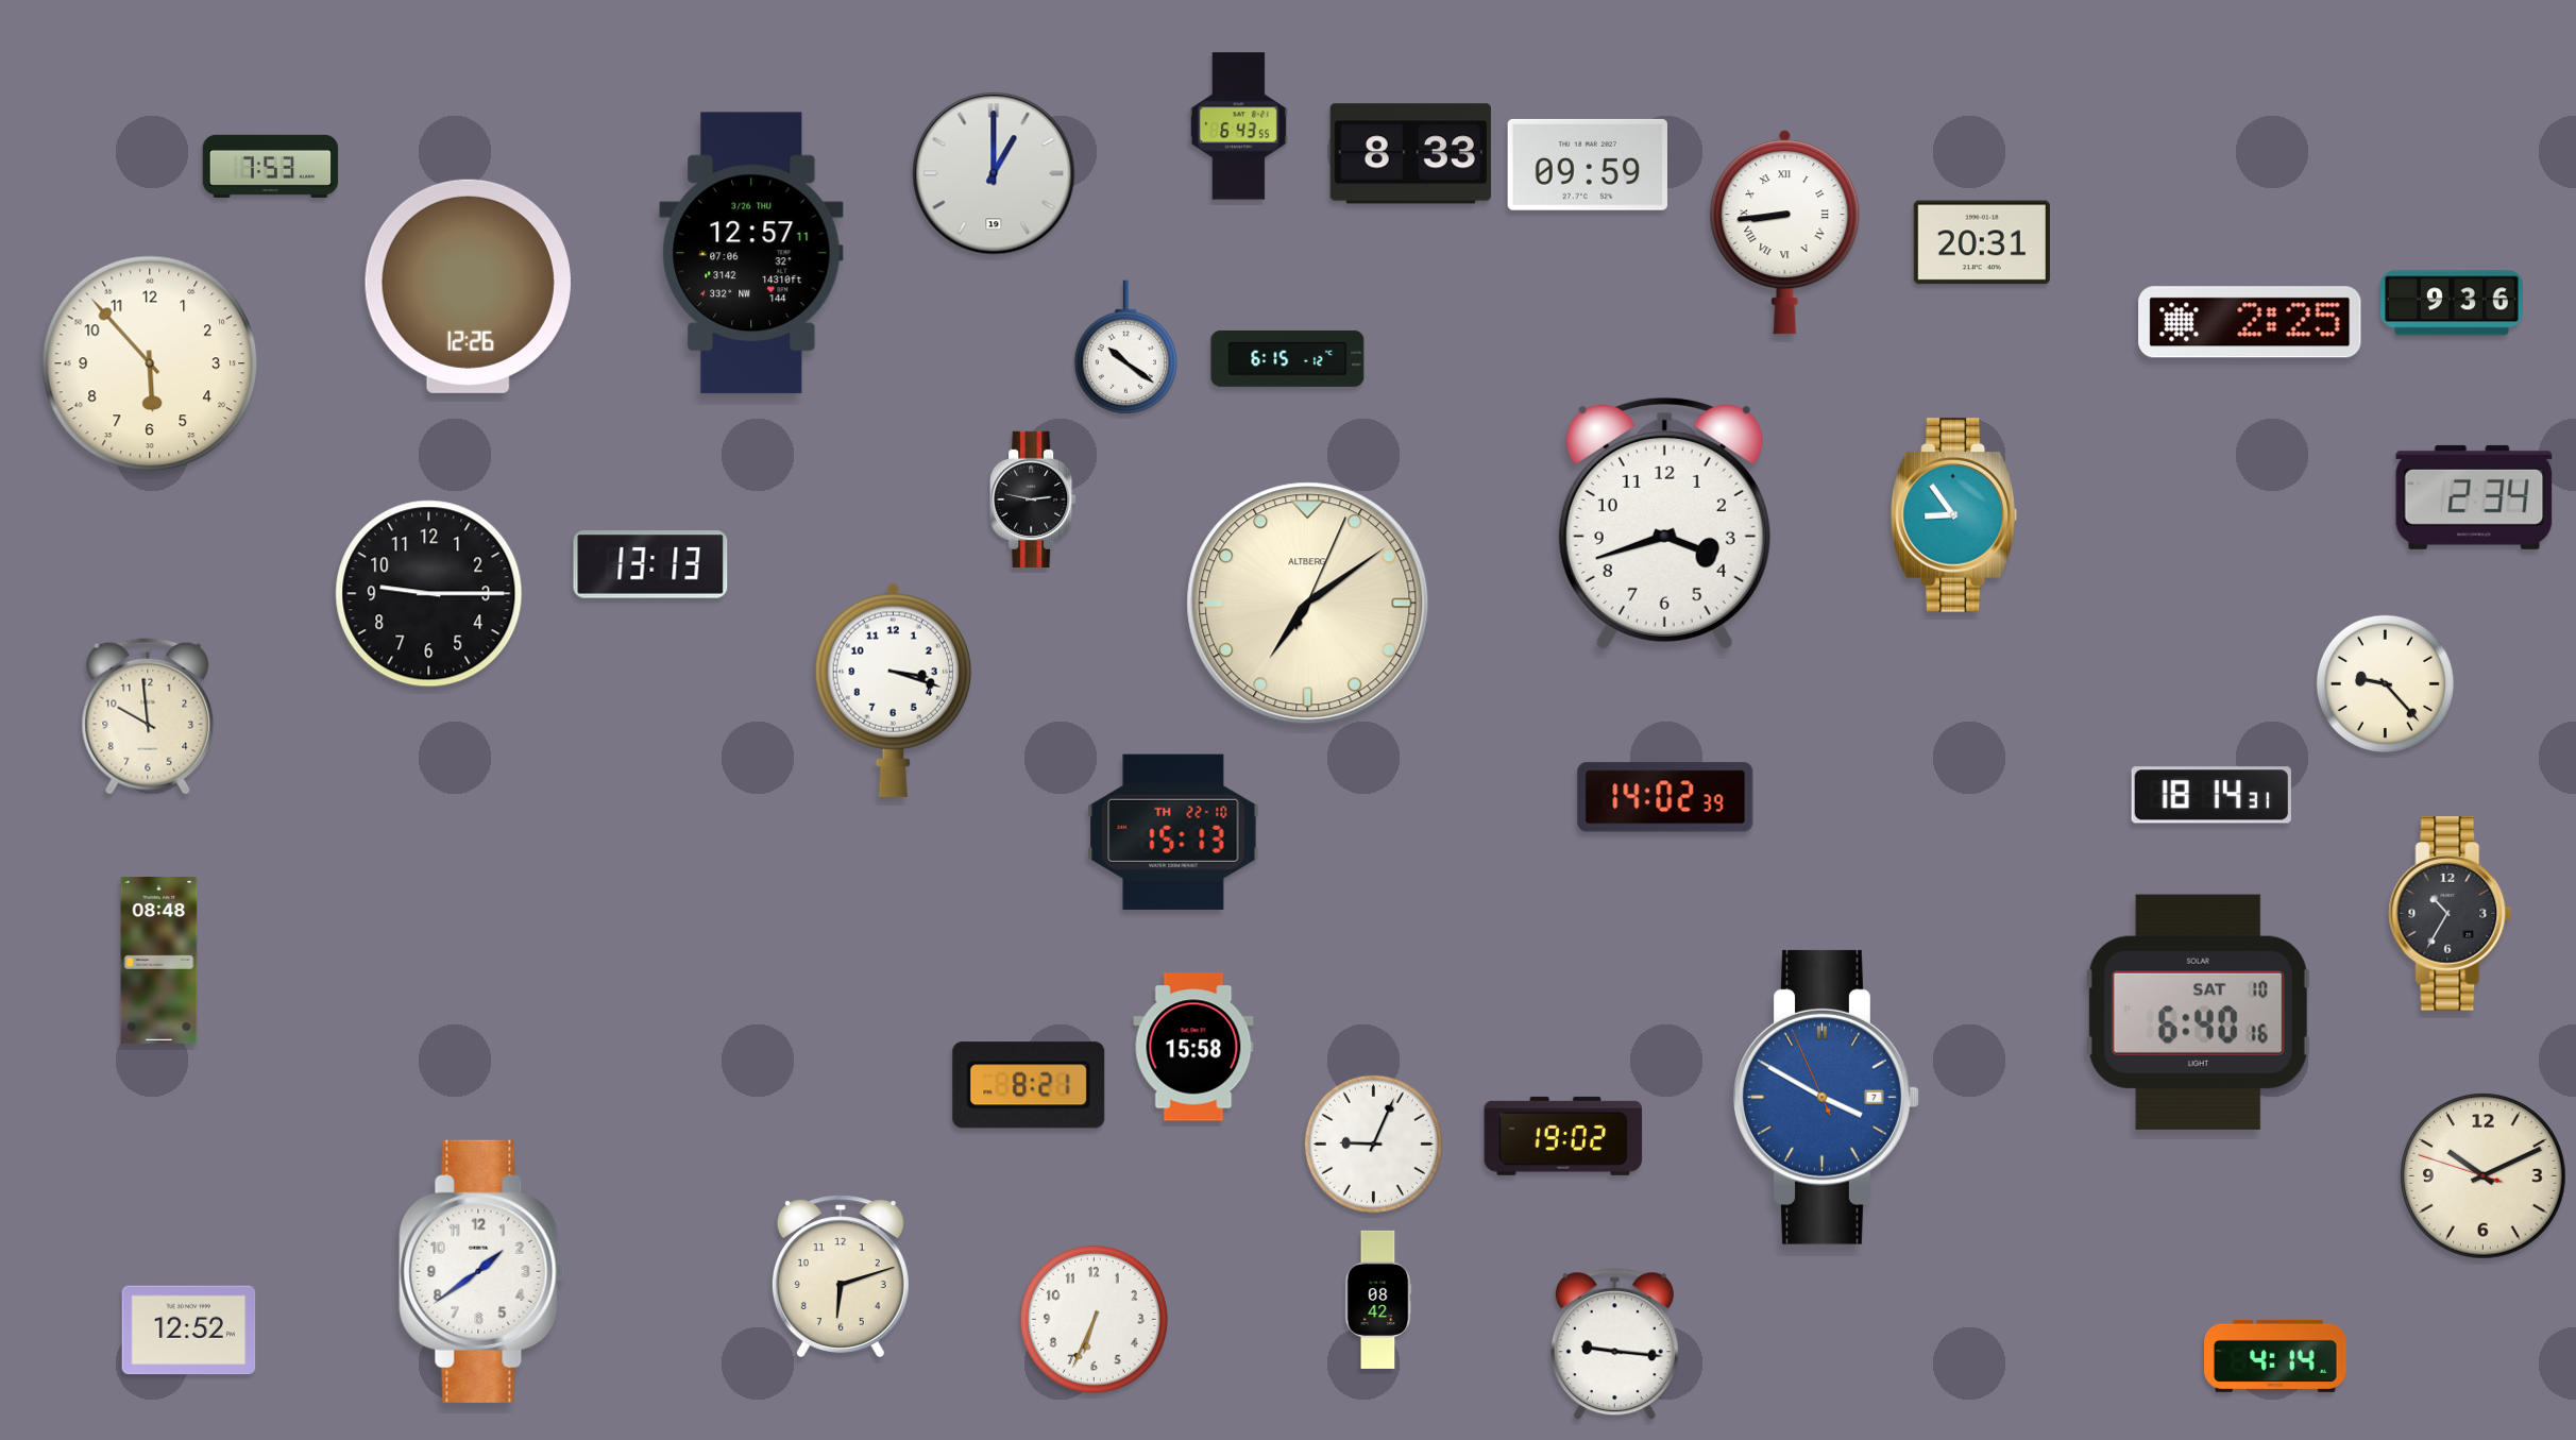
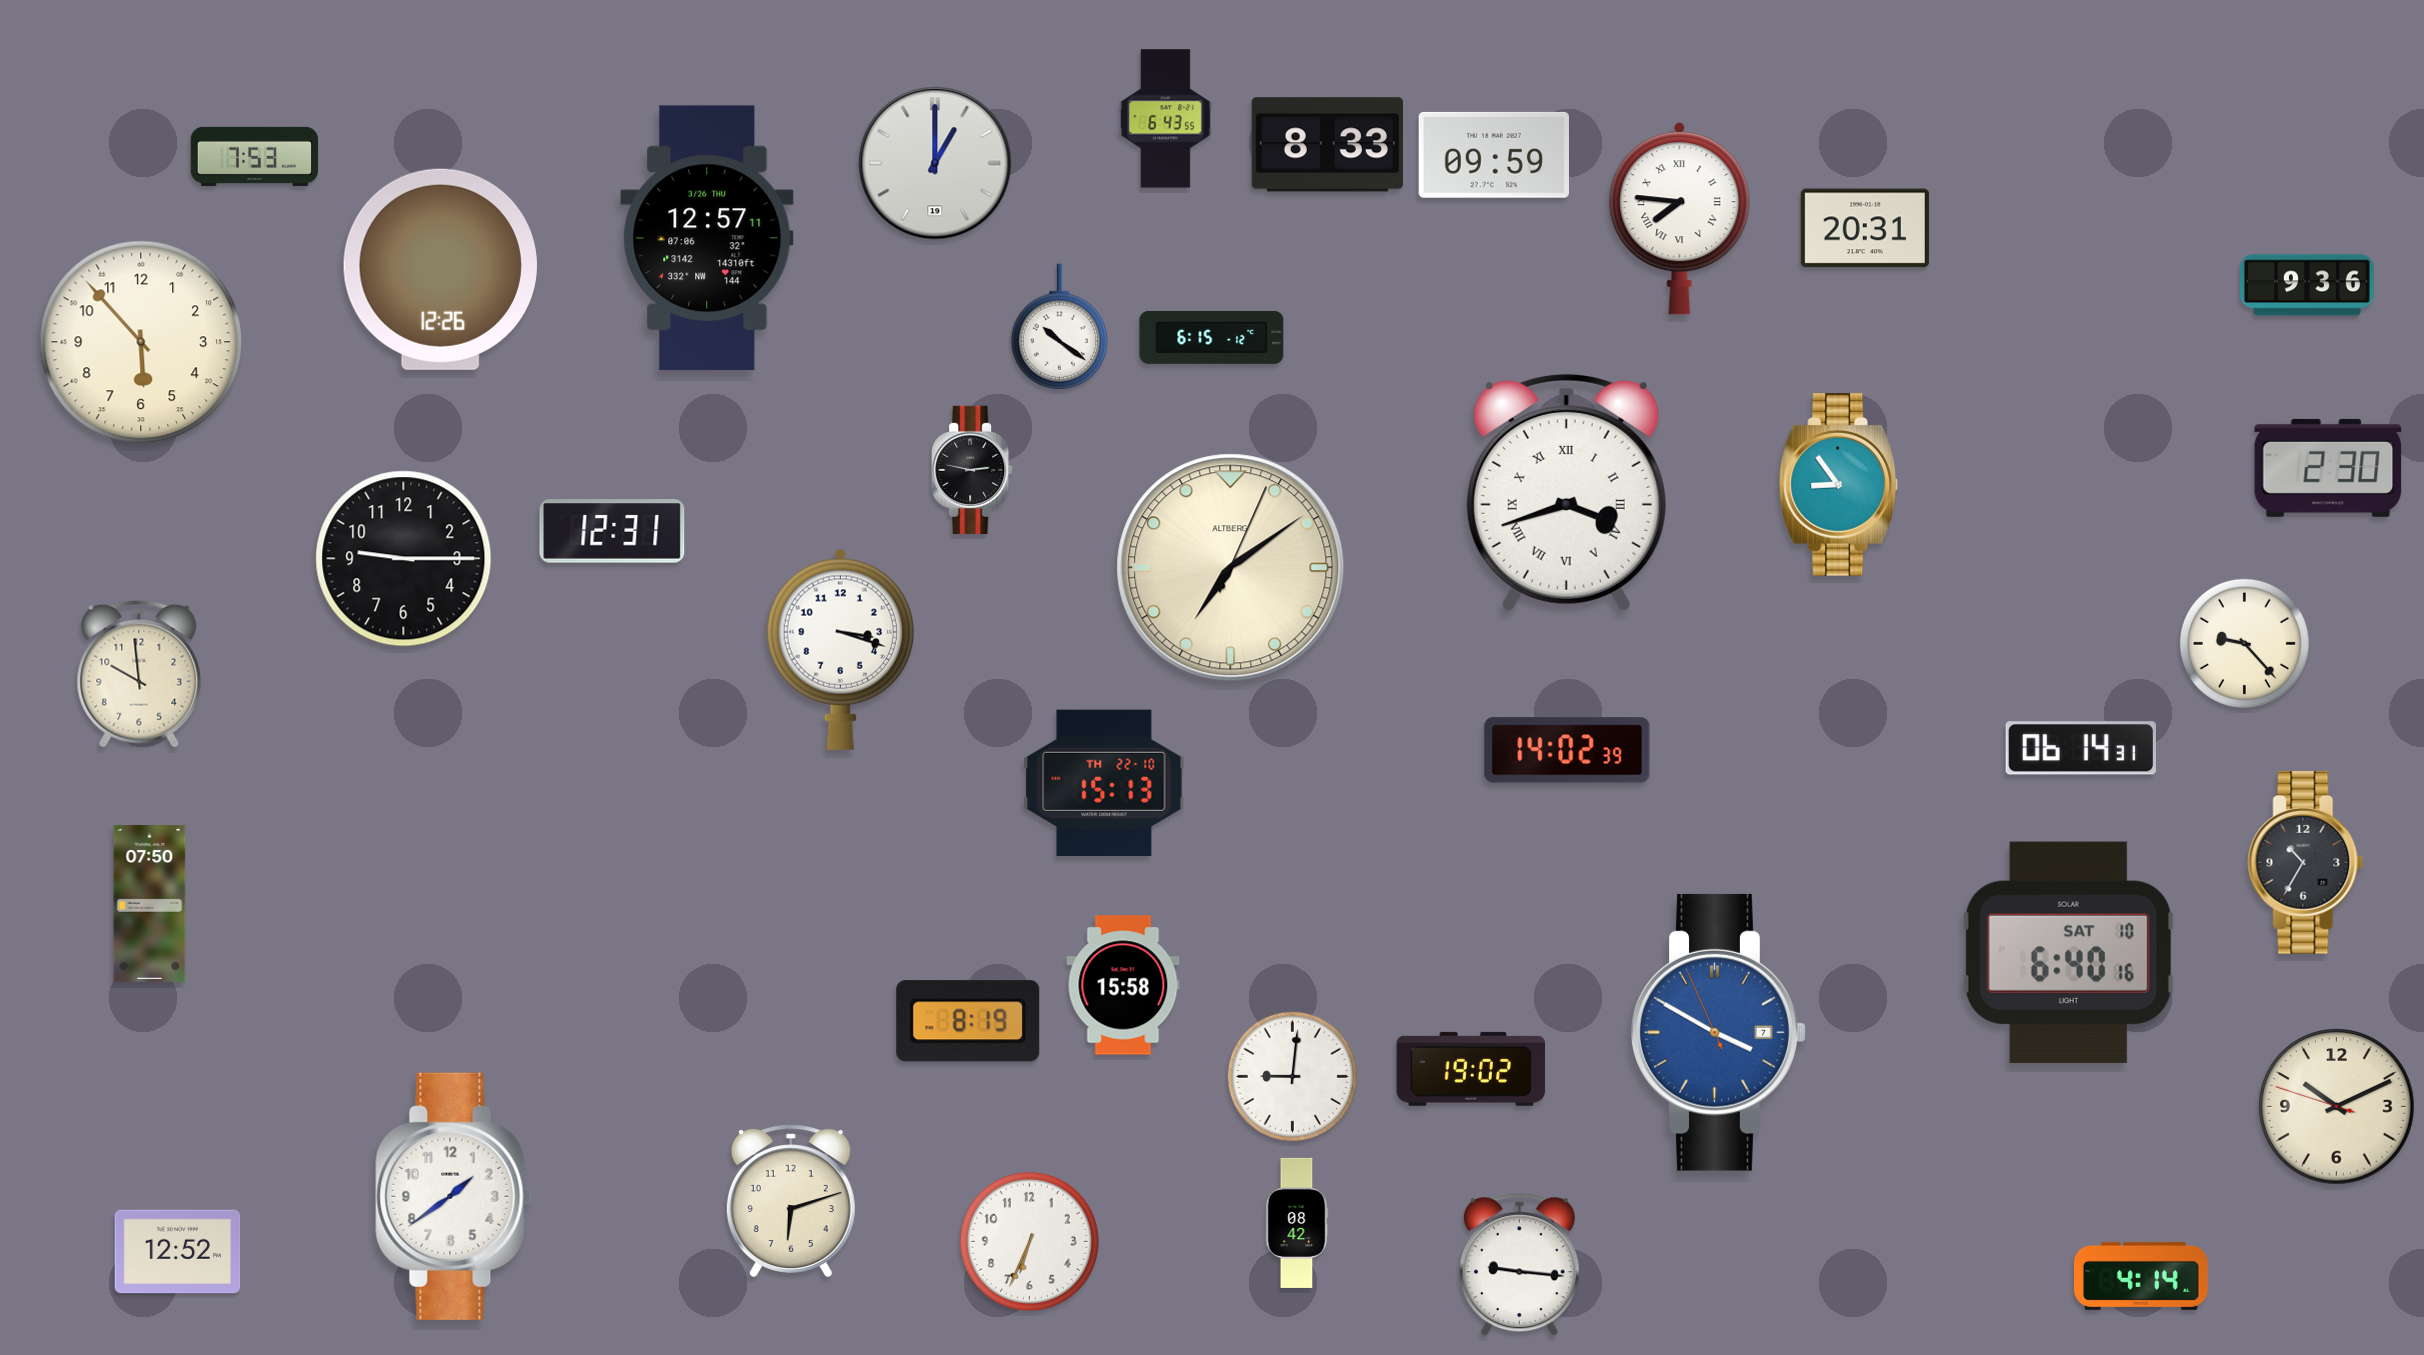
clock at (1785, 233): 8:44 -> 7:46
clock at (2250, 322): 2:25 -> none
clock at (2474, 497): 2:34 -> 2:30
clock at (1664, 523) numerals: Arabic -> Roman
clock at (650, 564): 13:13 -> 12:31
clock at (2211, 795): 18:14 -> 06:14
clock at (2451, 914) position: (2451, 914) -> (2306, 863)
clock at (159, 961): 08:48 -> 07:50
clock at (1029, 1085): 8:21 -> 8:19
clock at (1373, 1143): 9:04 -> 9:01
